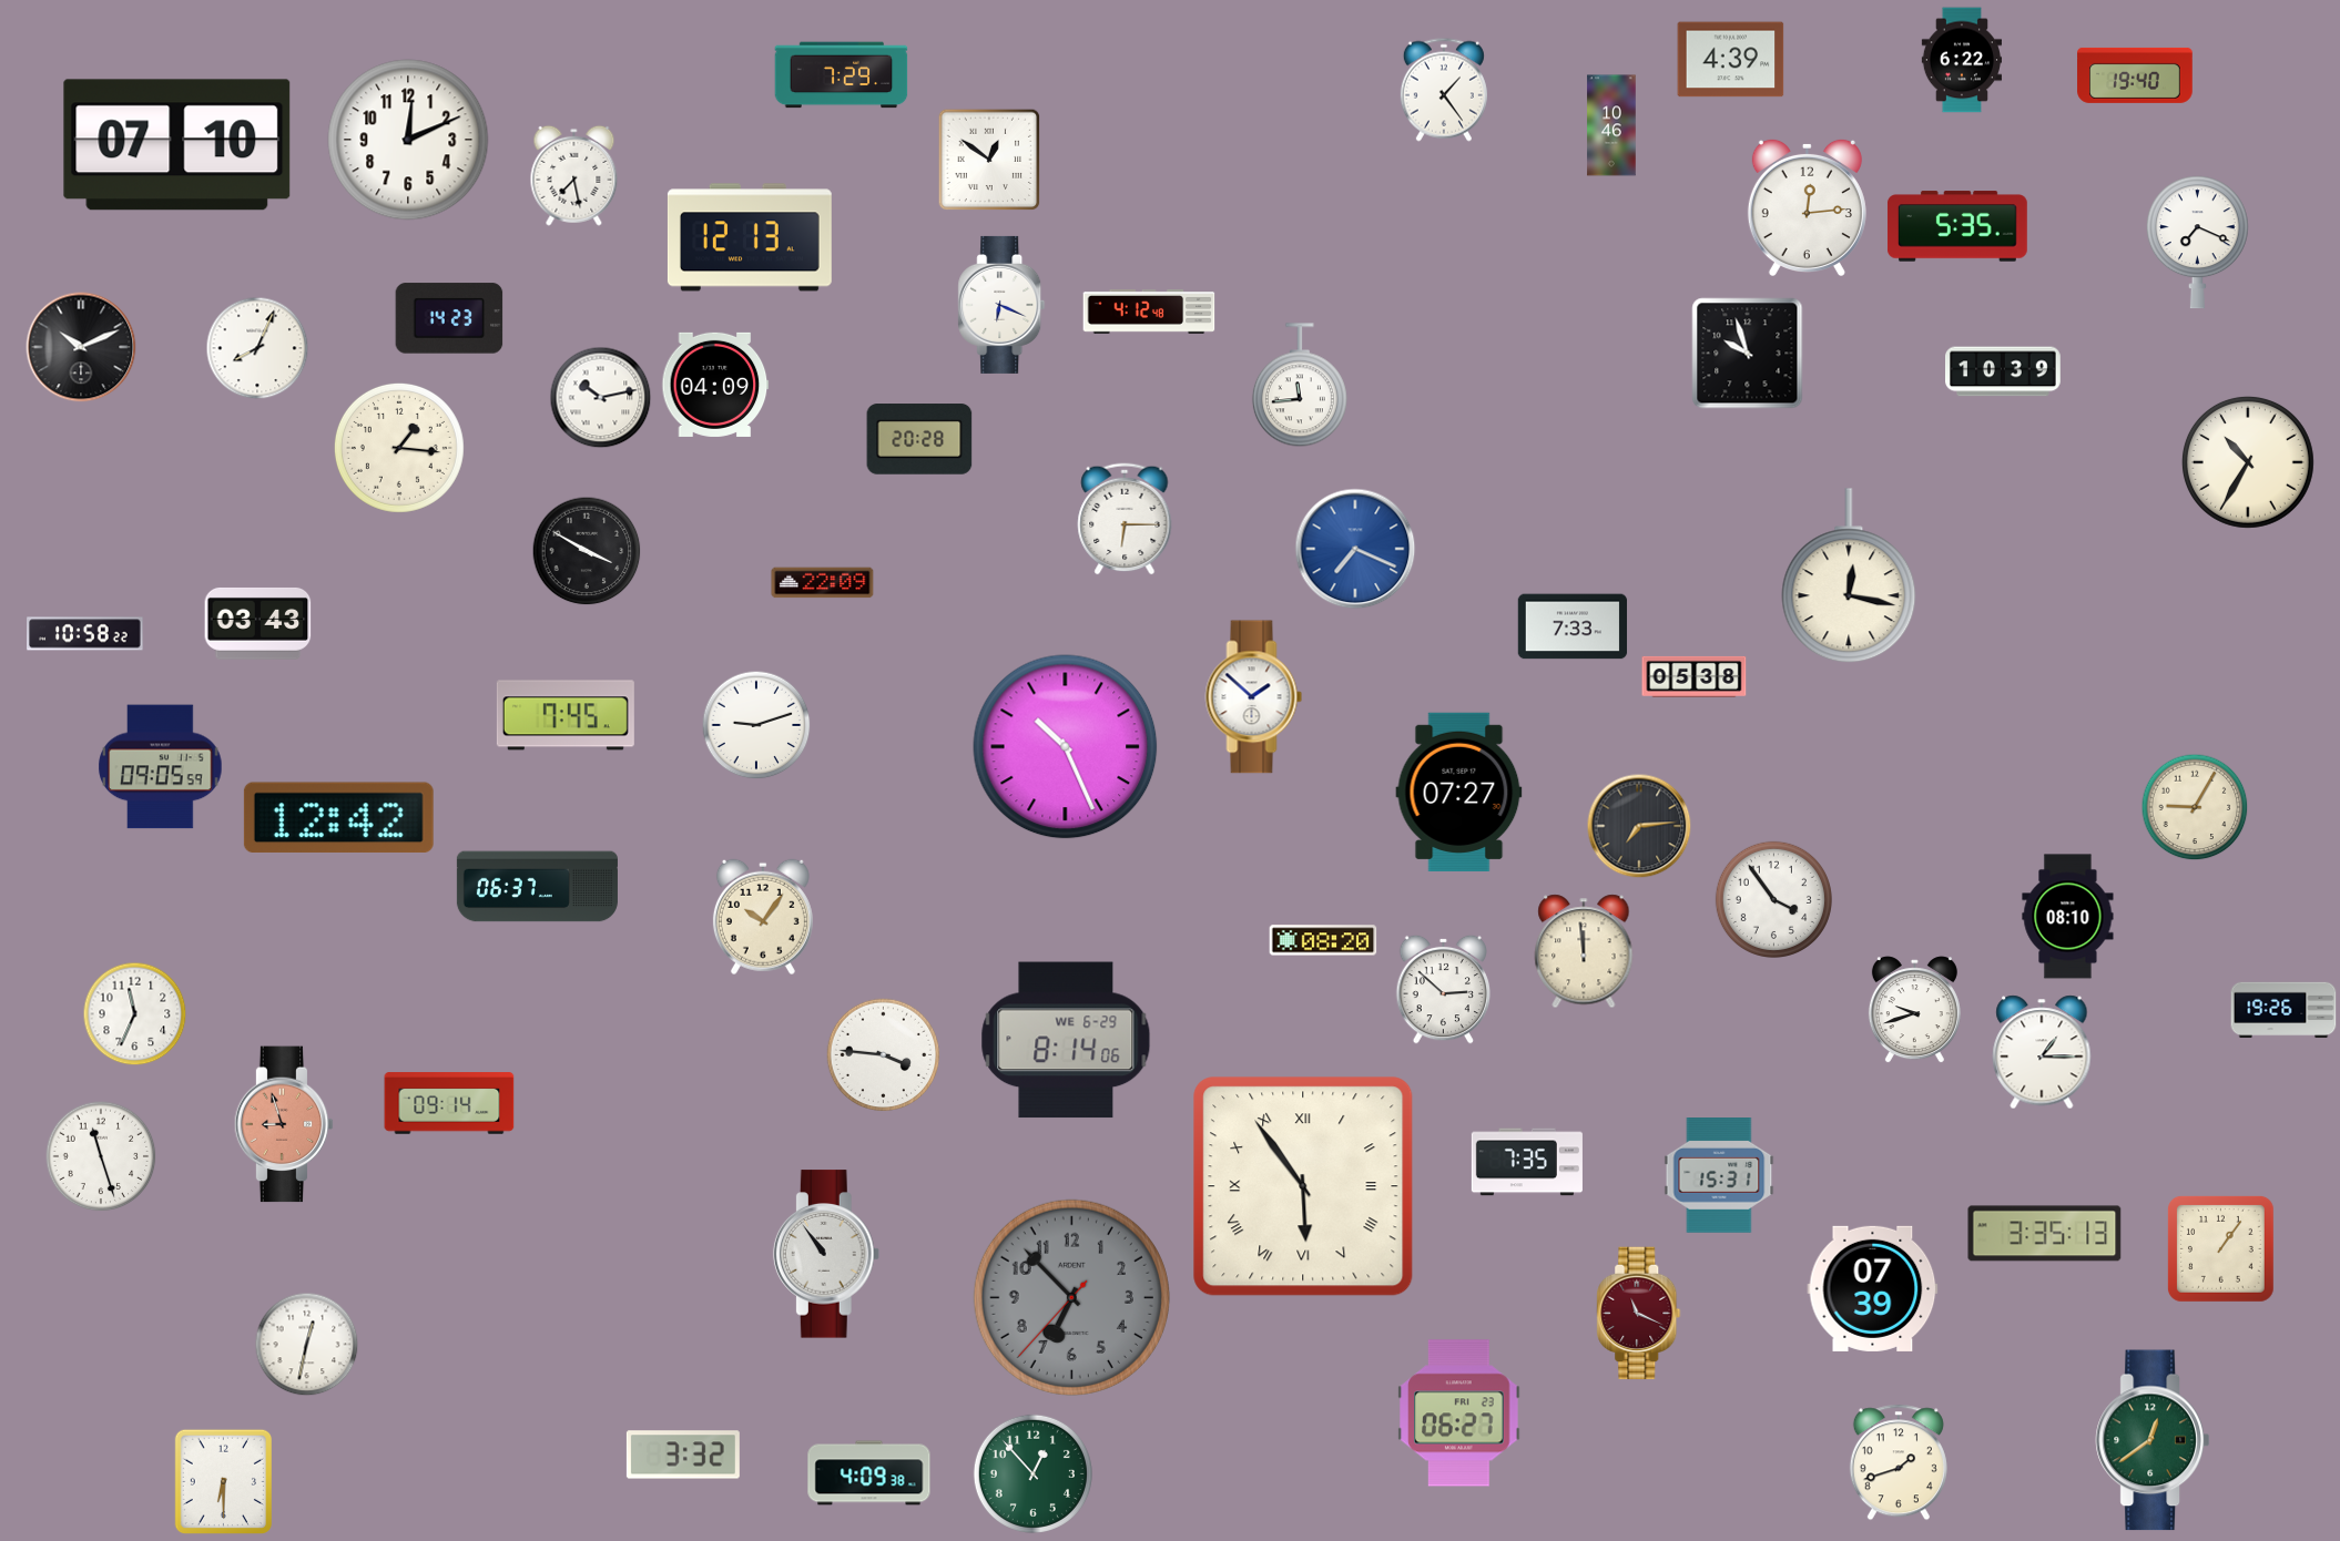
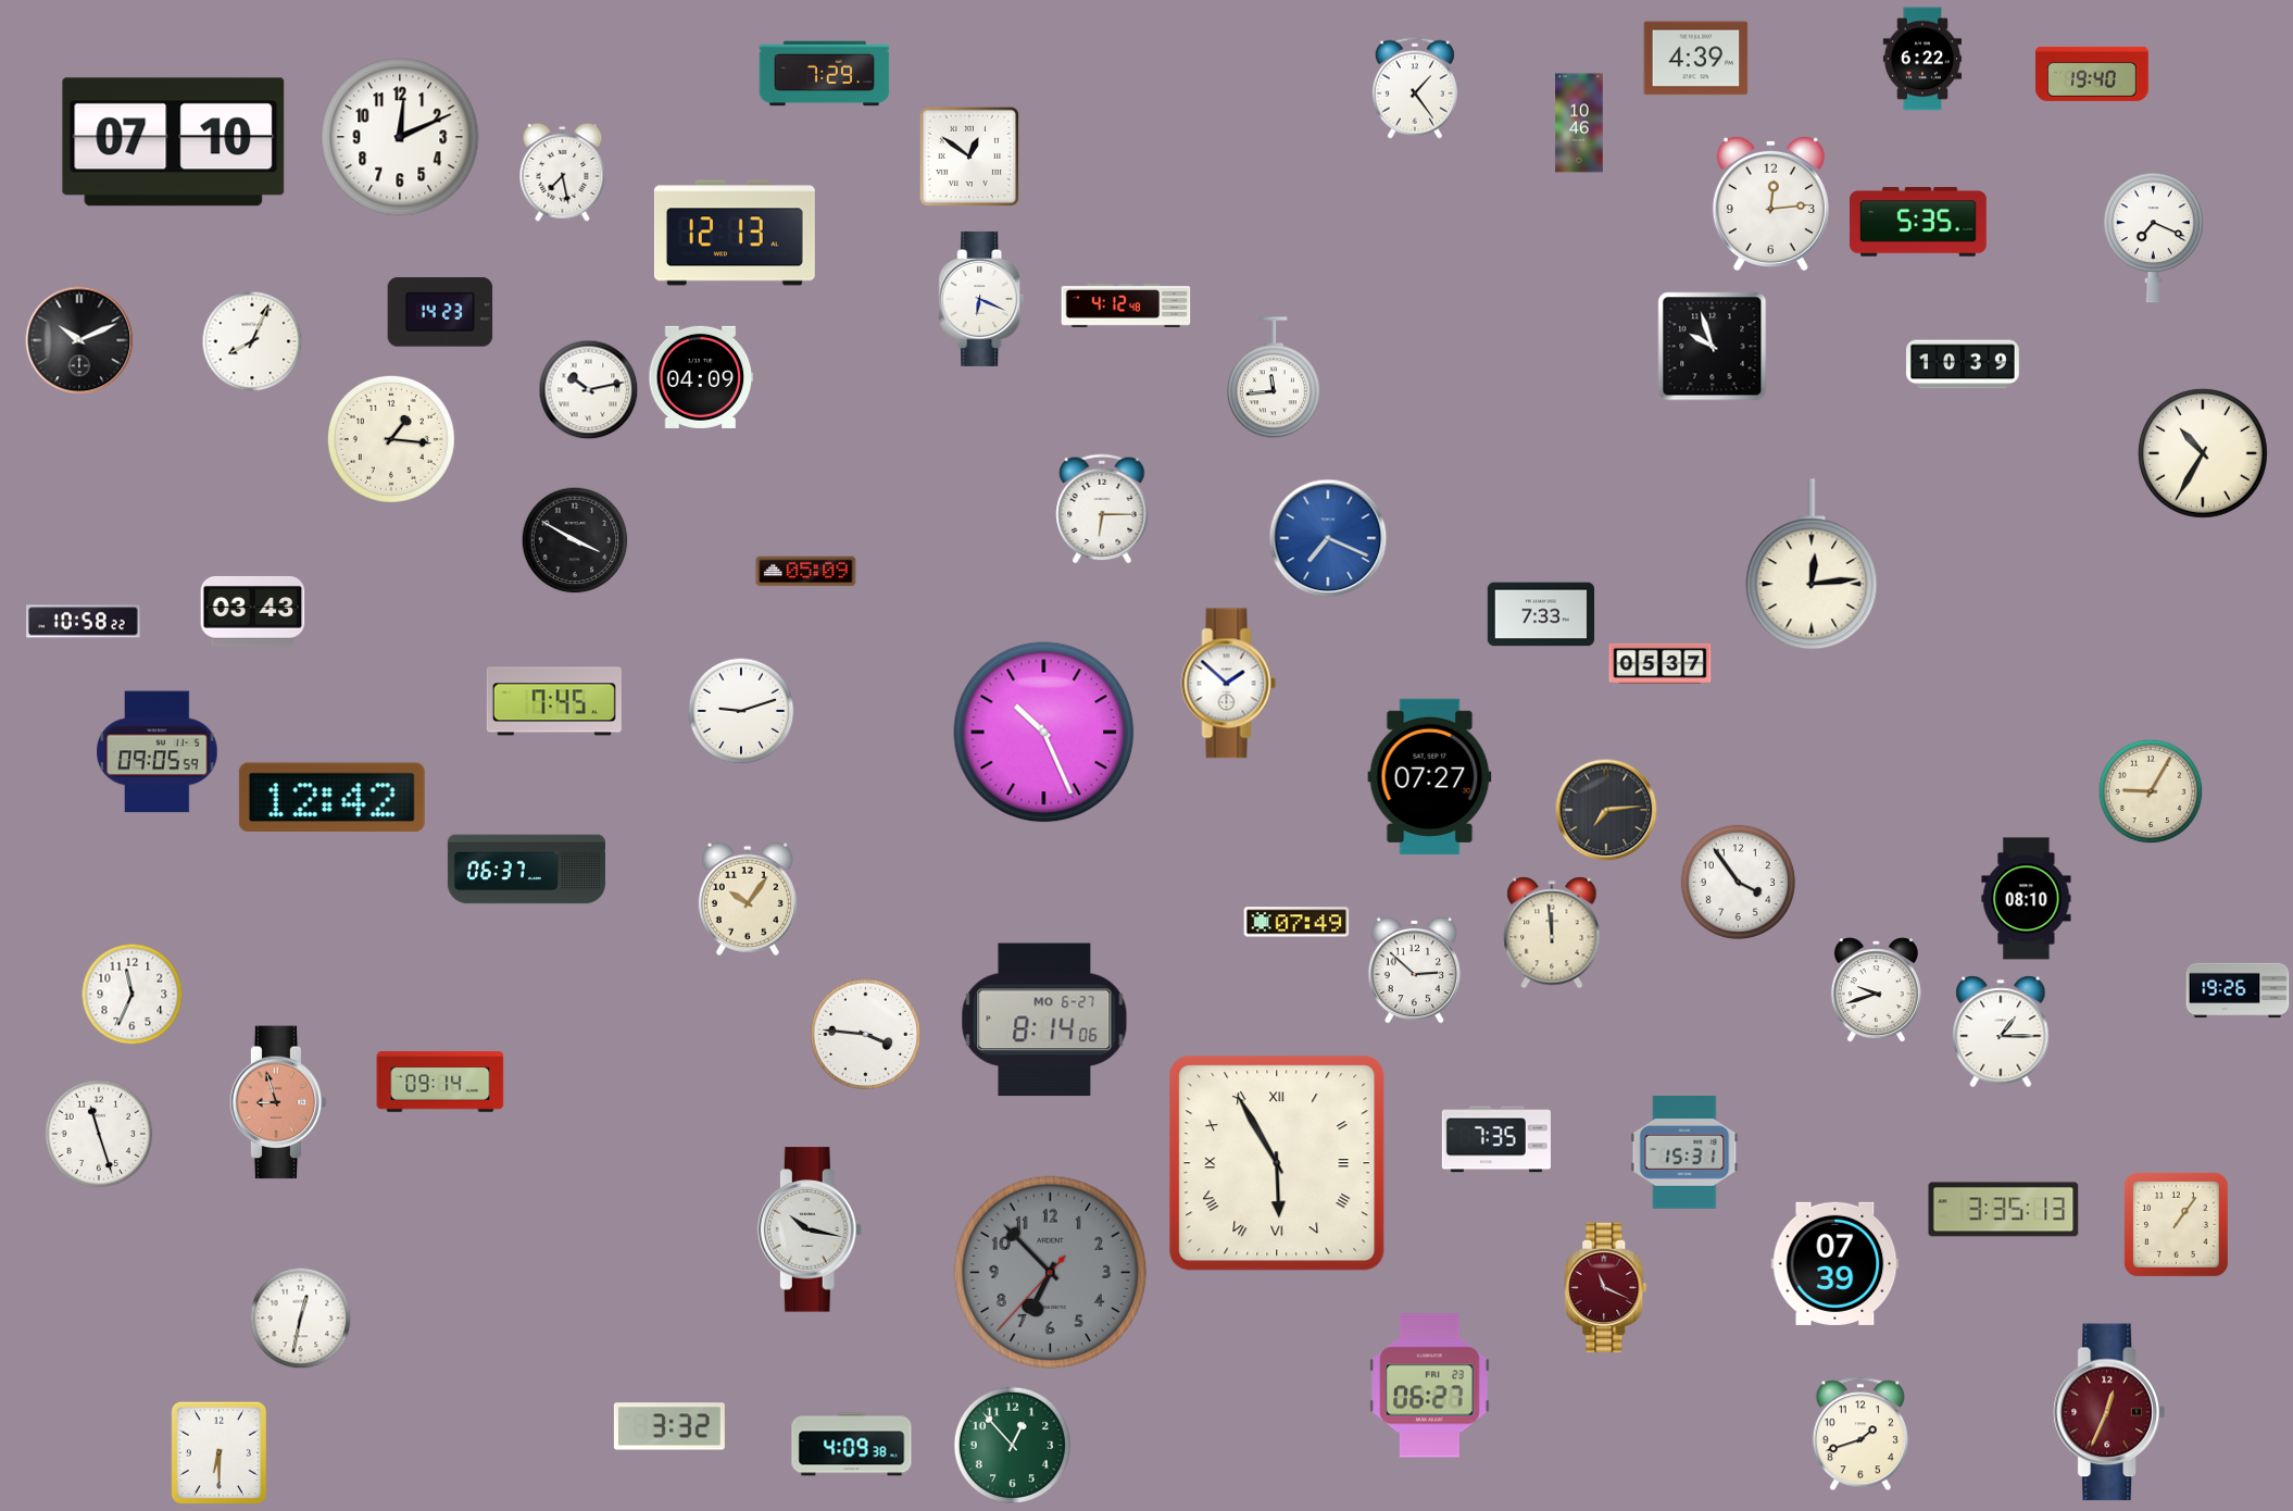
clock at (919, 439): 20:28 -> none
clock at (1849, 576): 12:17 -> 12:14
clock at (823, 583): 22:09 -> 05:09
clock at (1695, 676): 05:38 -> 05:37
clock at (338, 817) position: (338, 817) -> (331, 797)
clock at (1323, 940): 08:20 -> 07:49
clock at (1066, 1040) date: WE 6-29 -> MO 6-27
clock at (1303, 1186): 5:54 -> 5:55
clock at (826, 1254): 10:54 -> 10:17
clock at (2153, 1440): 12:39 -> 12:34
clock at (2153, 1440) dial: green -> burgundy
